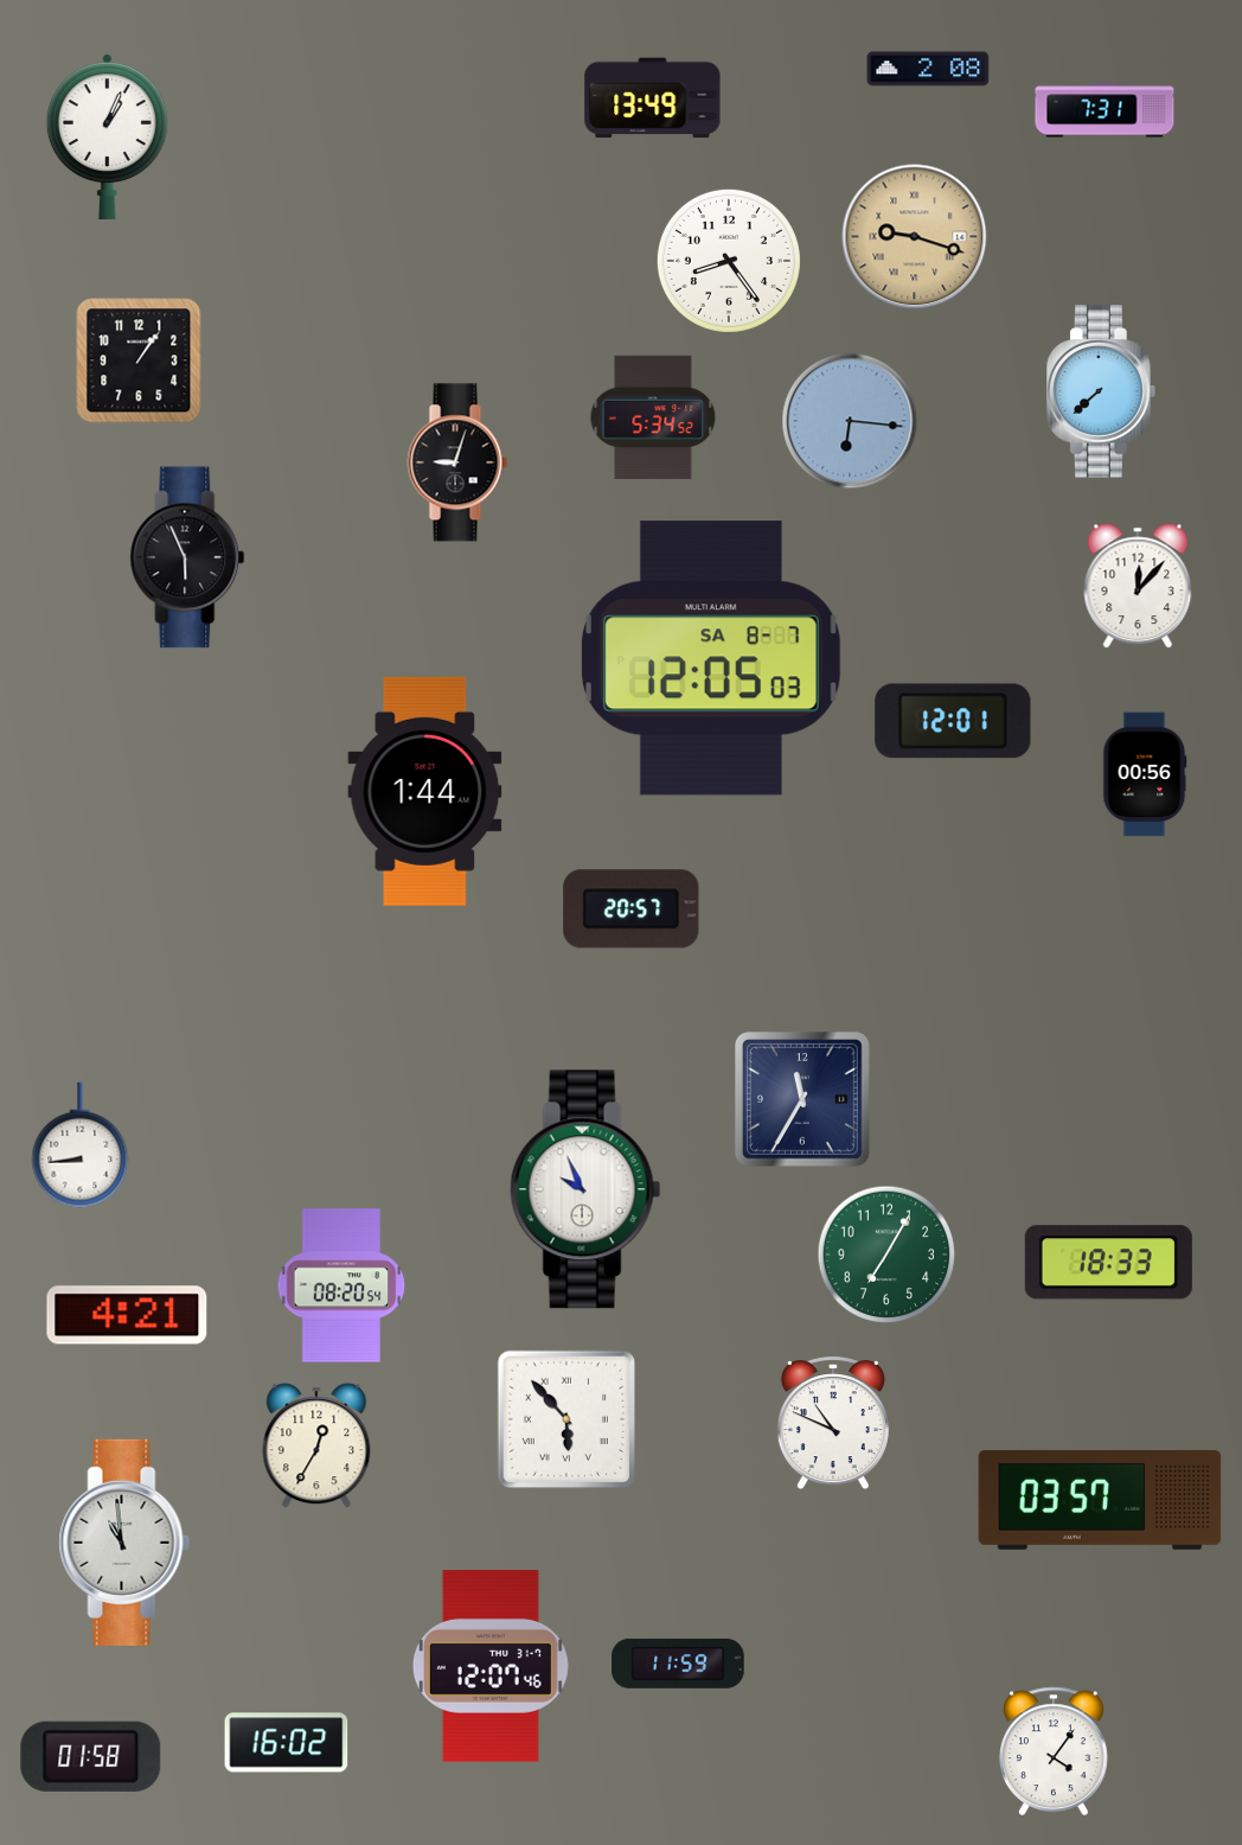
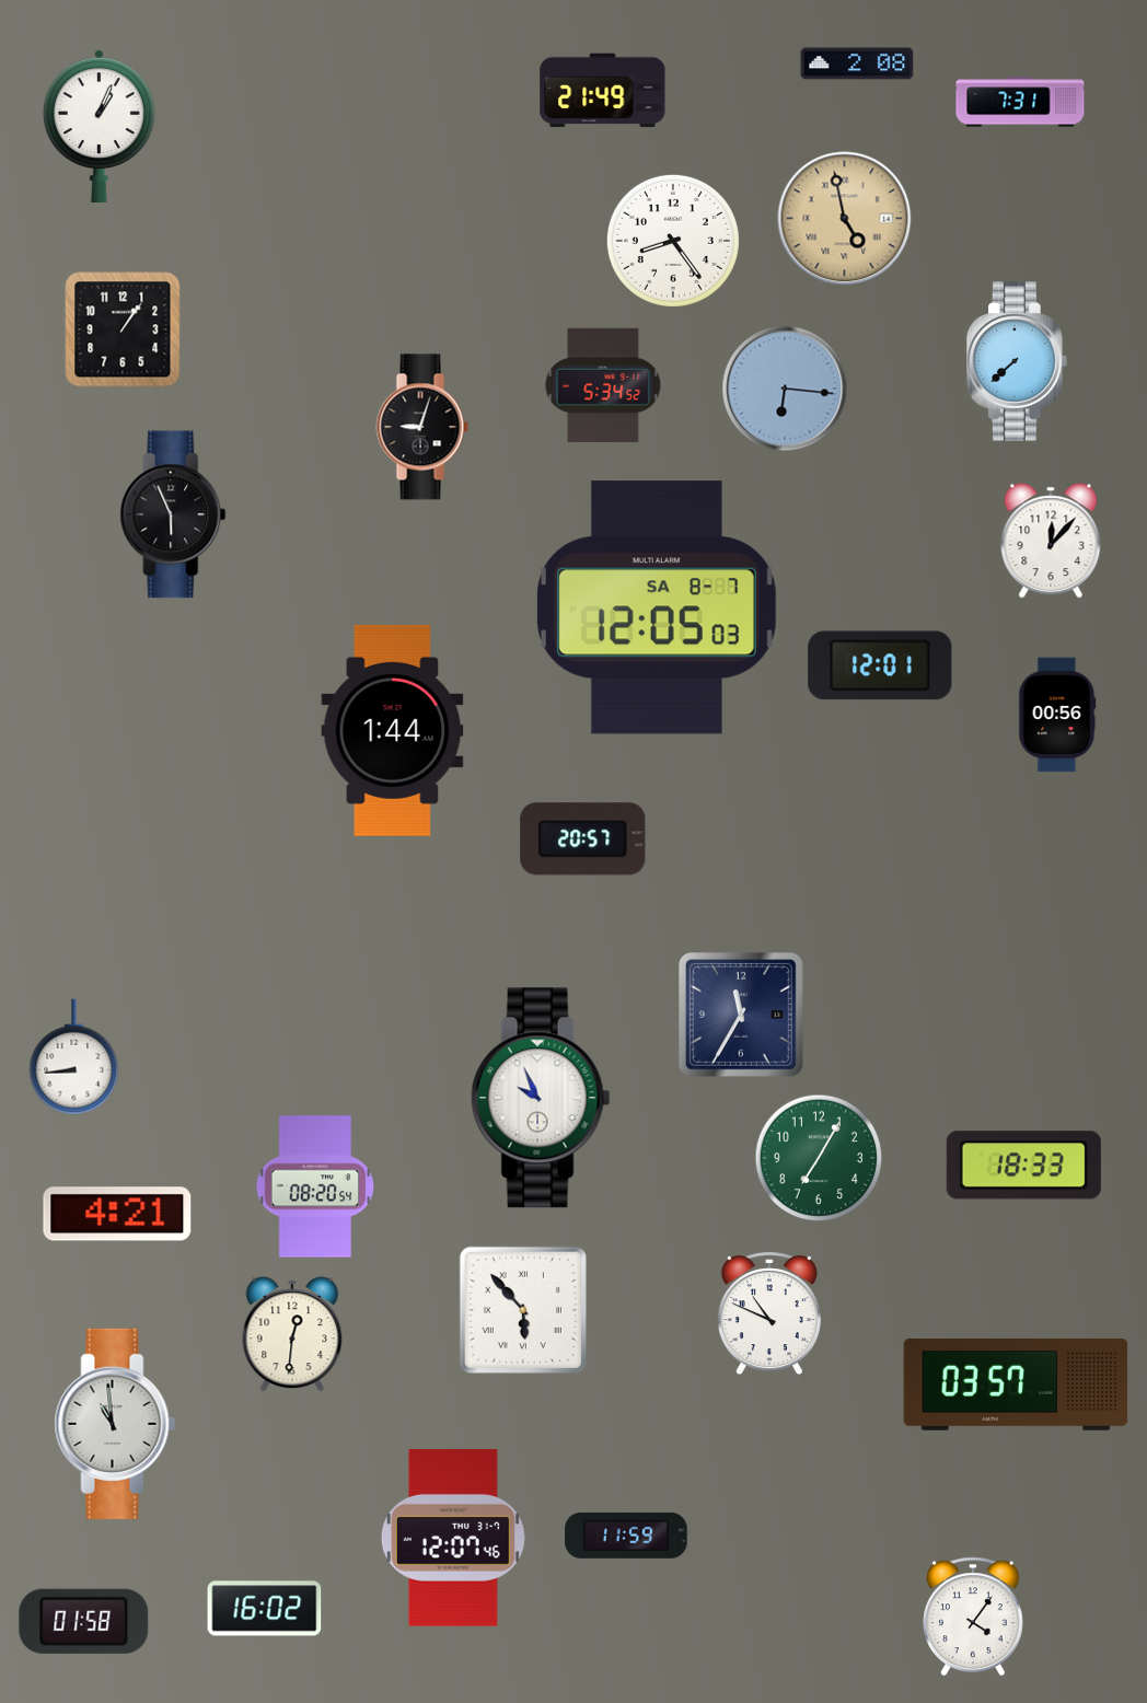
clock at (653, 98): 13:49 -> 21:49
clock at (915, 237): 9:18 -> 4:58
clock at (139, 360) position: (139, 360) -> (123, 329)
clock at (316, 1445): 12:35 -> 12:31
